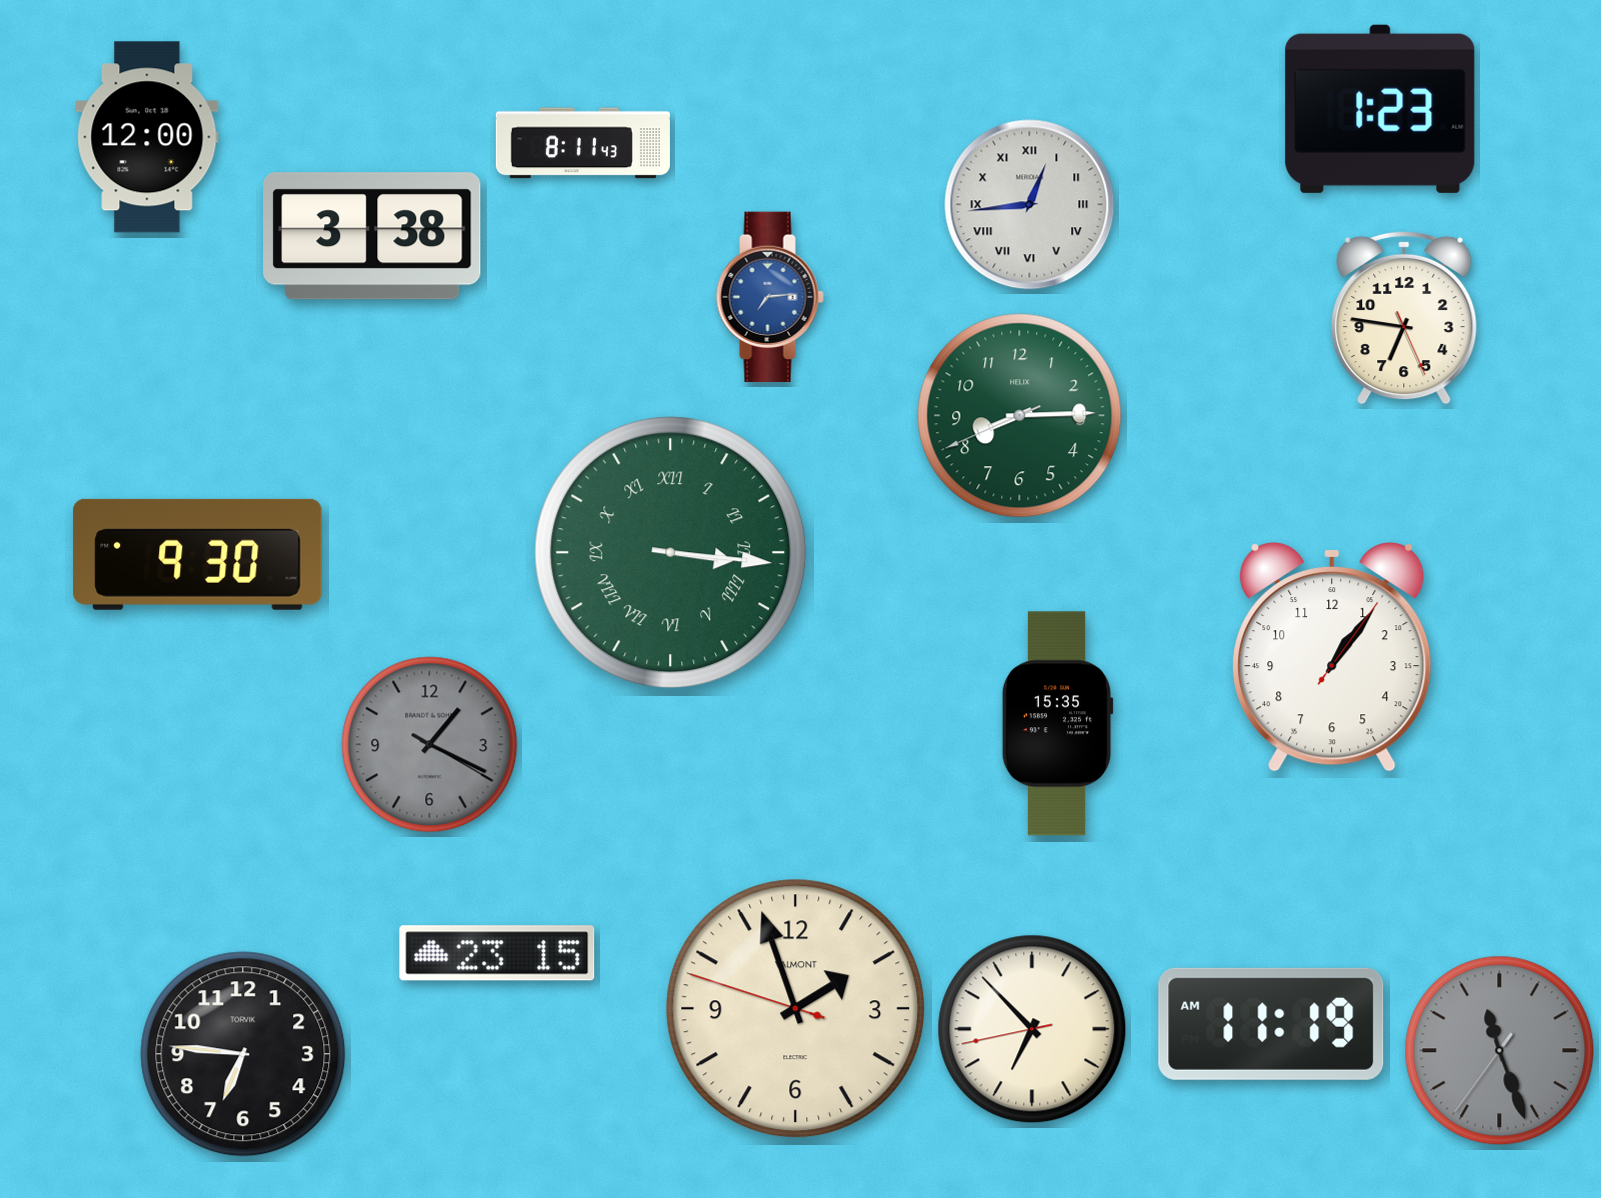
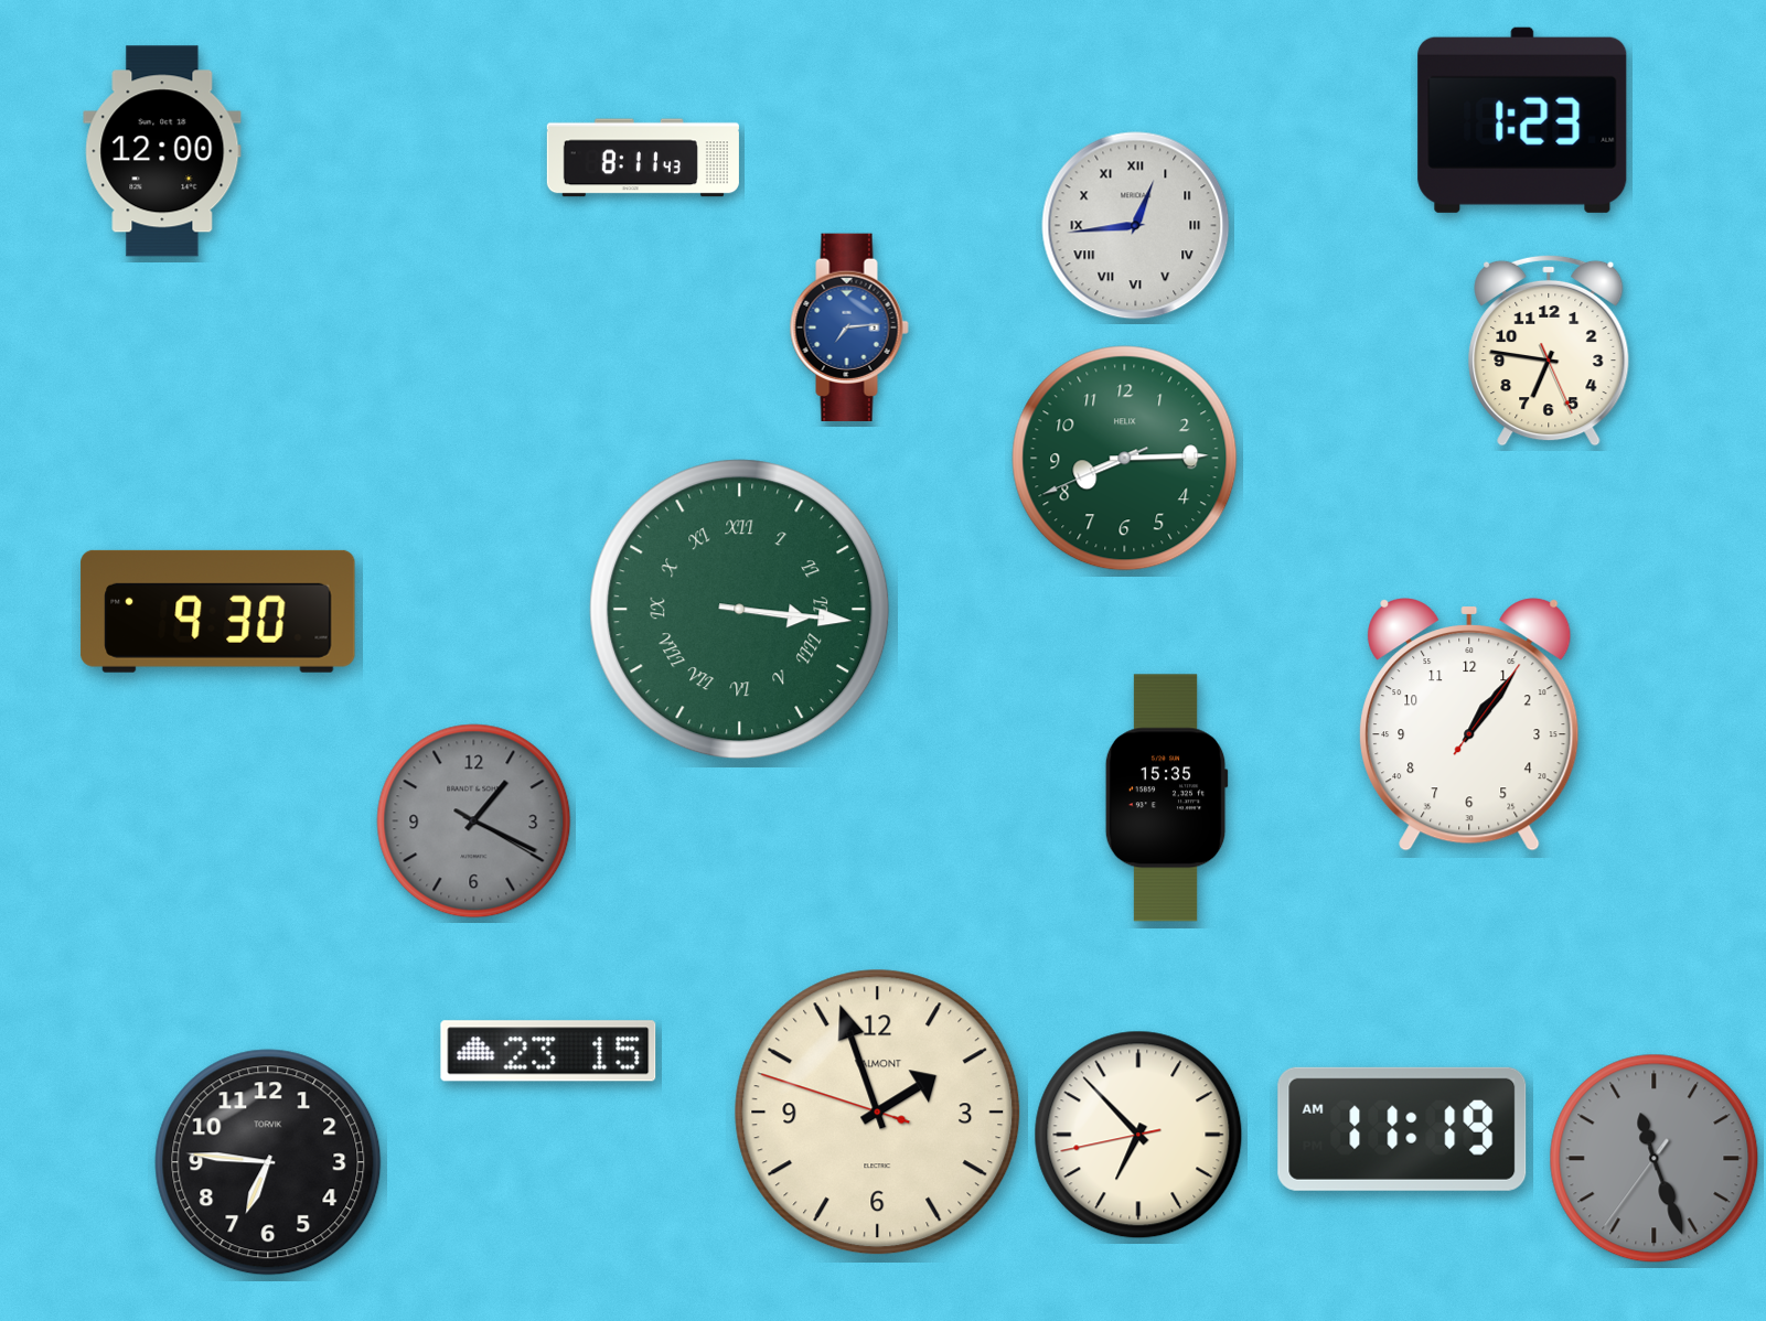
clock at (372, 236): 3:38 -> none
